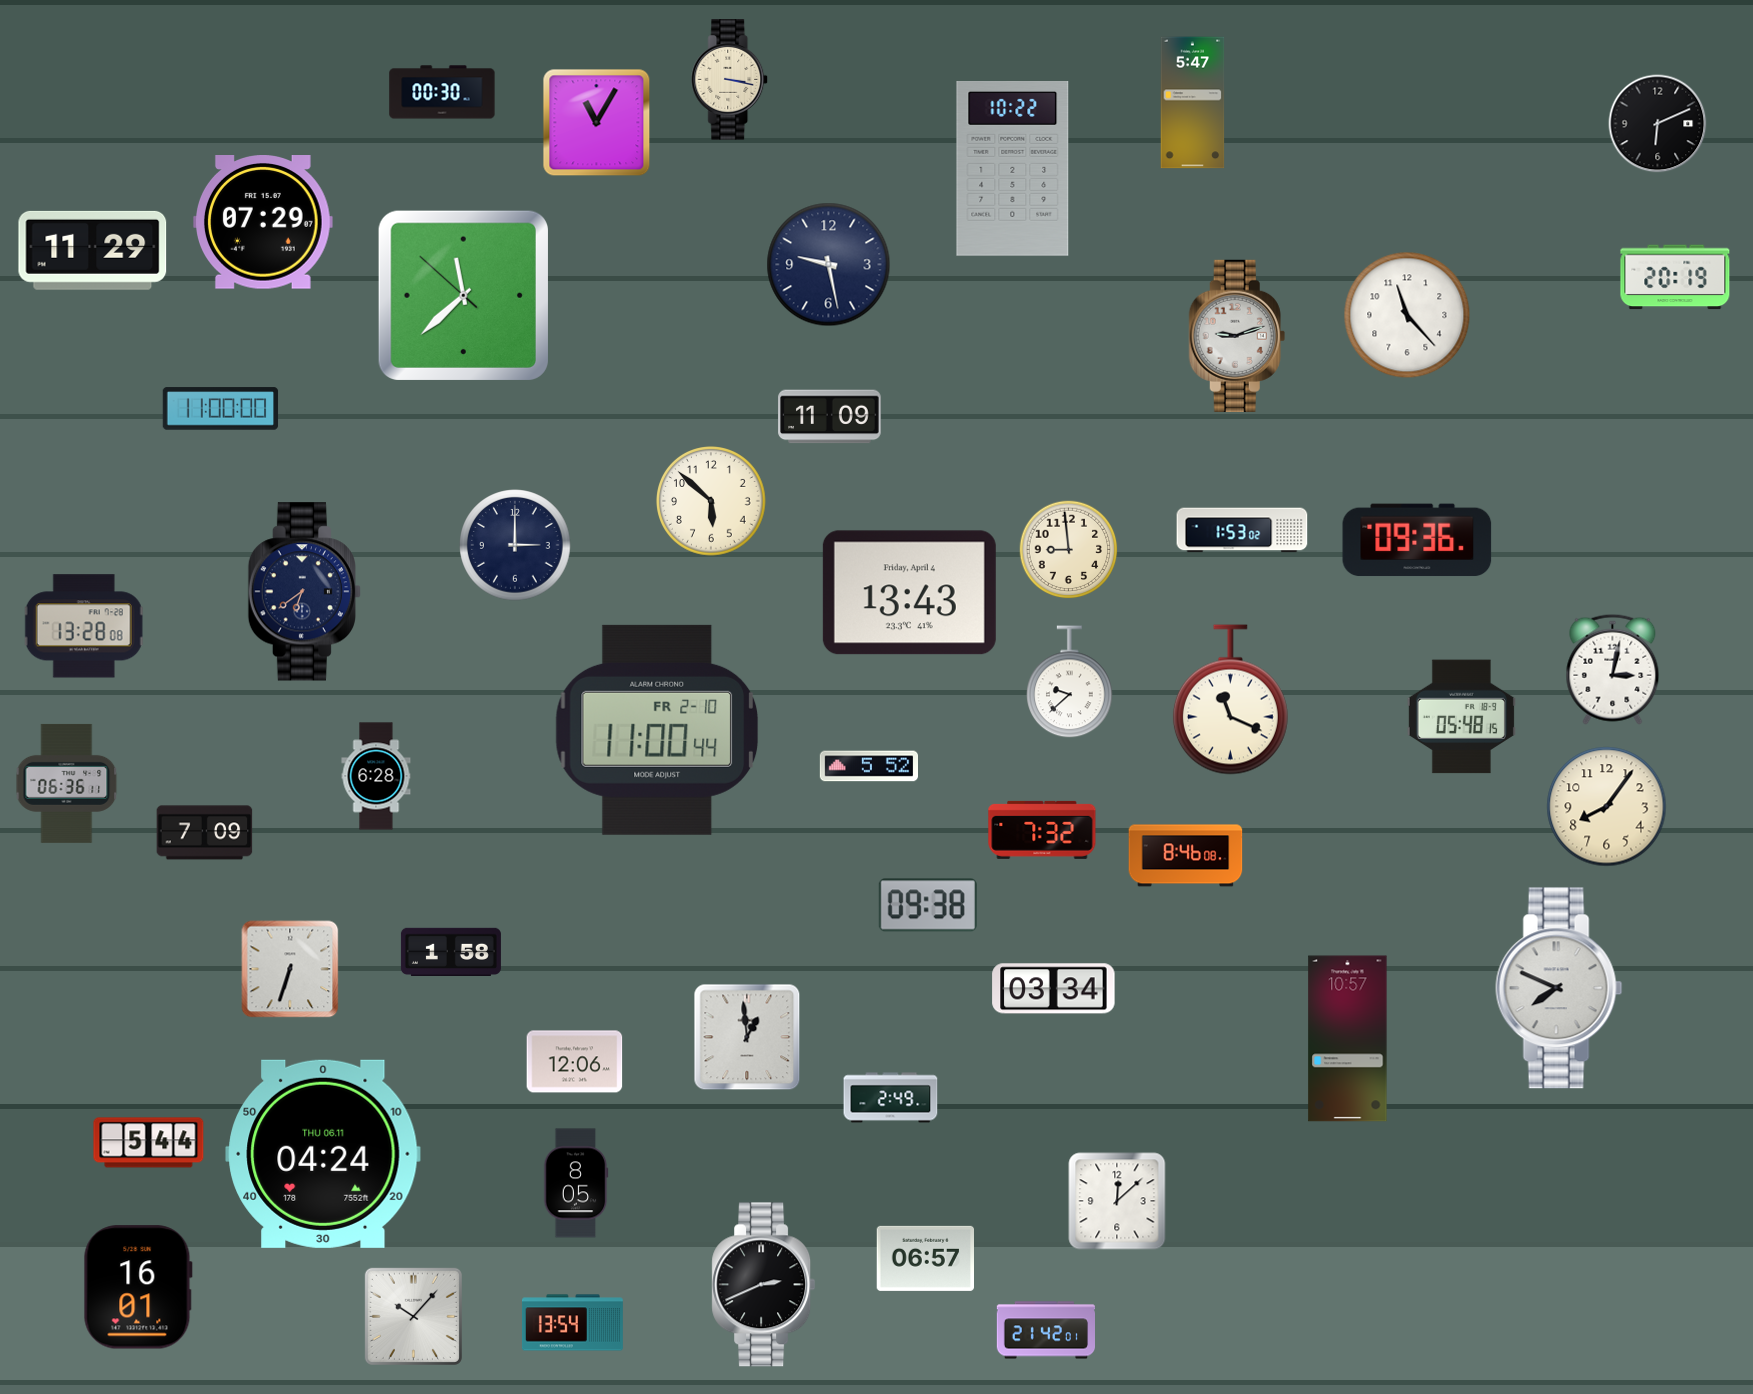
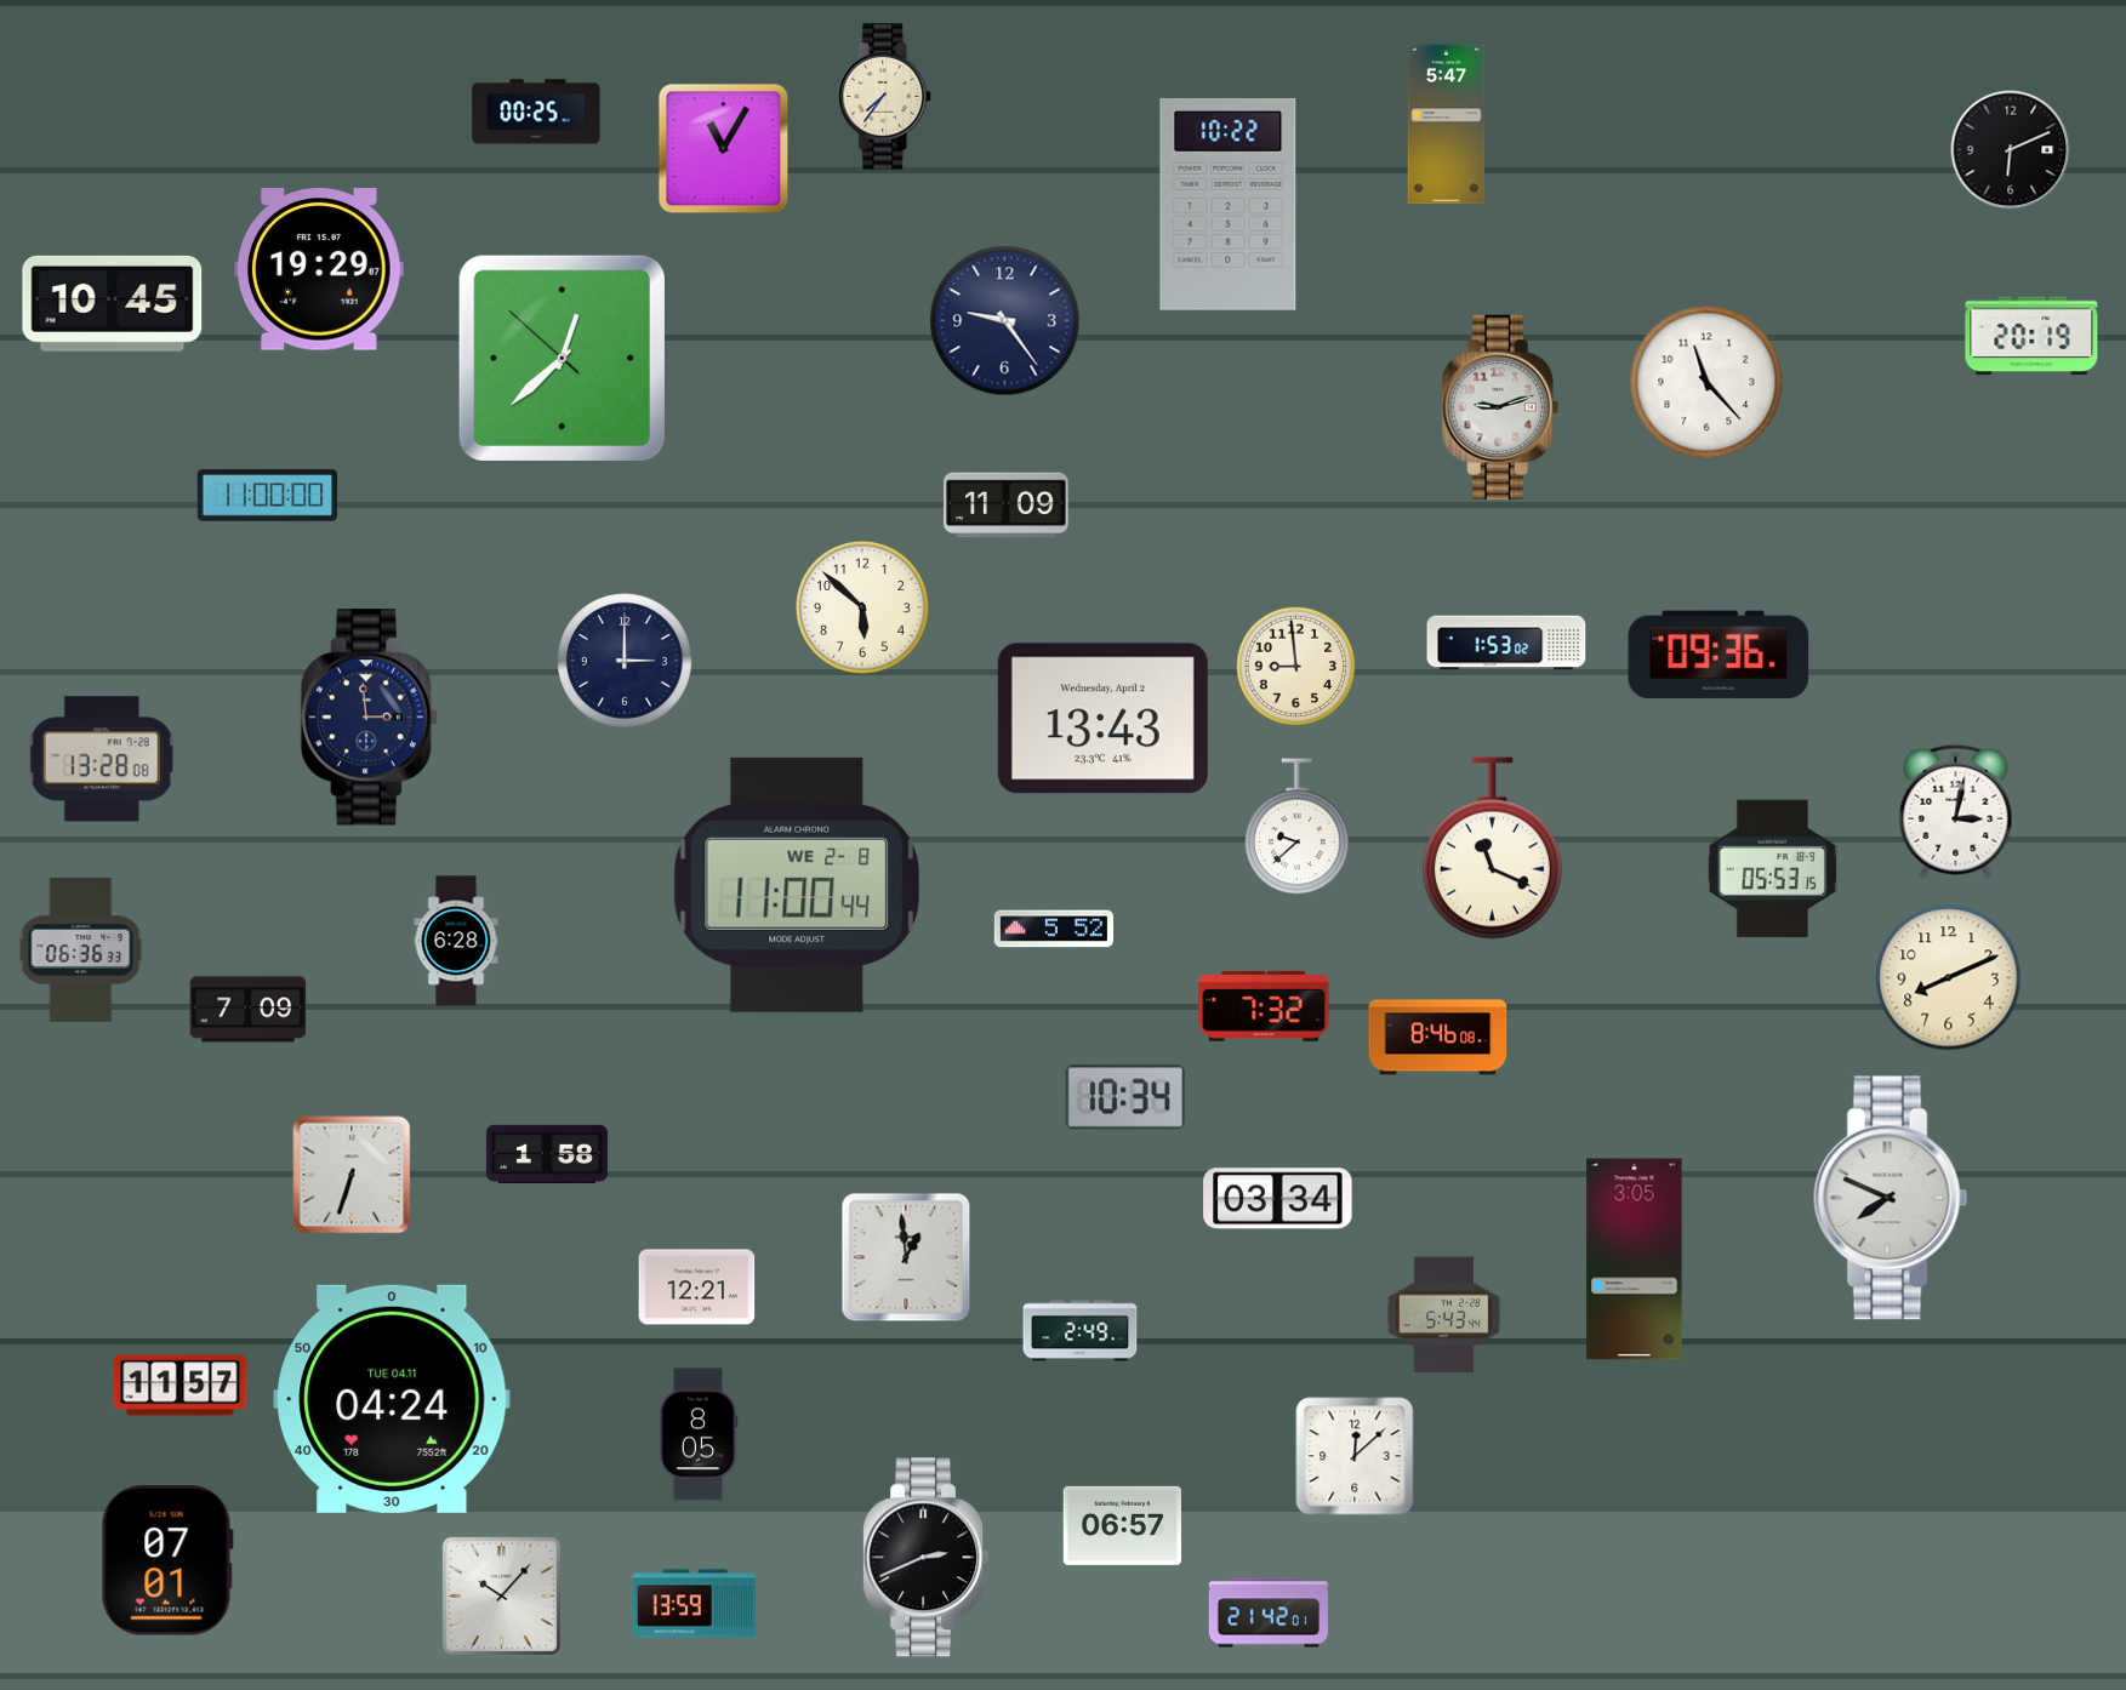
clock at (730, 80): 3:17 -> 7:36
clock at (442, 92): 00:30 -> 00:25
clock at (264, 222): 07:29 -> 19:29
clock at (93, 250): 11:29 -> 10:45
clock at (829, 265): 9:28 -> 9:24
clock at (463, 295): 11:37 -> 12:37
clock at (304, 592): 6:39 -> 2:59
clock at (909, 593) date: Friday, April 4 -> Wednesday, April 2
clock at (1461, 717): 05:48 -> 05:53
clock at (657, 730) date: FR 2-10 -> WE 2-8
clock at (67, 783): 06:36:11 -> 06:36:33
clock at (1607, 807): 8:06 -> 8:11
clock at (928, 905): 09:38 -> 10:34
clock at (1348, 1039): 10:57 -> 3:05
clock at (575, 1062): 12:06 -> 12:21
clock at (1443, 1315): none -> 5:43
clock at (149, 1143): 5:44 -> 11:57
clock at (323, 1154) date: THU 06.11 -> TUE 04.11
clock at (138, 1287): 16:01 -> 07:01
clock at (572, 1323): 13:54 -> 13:59
